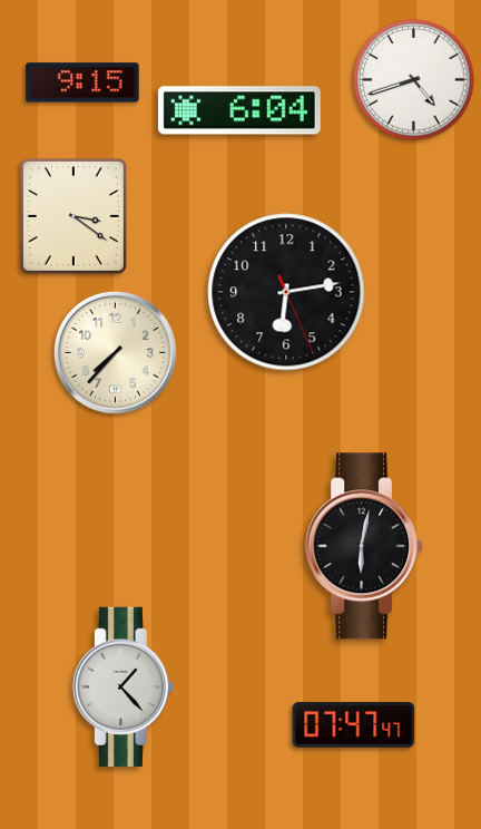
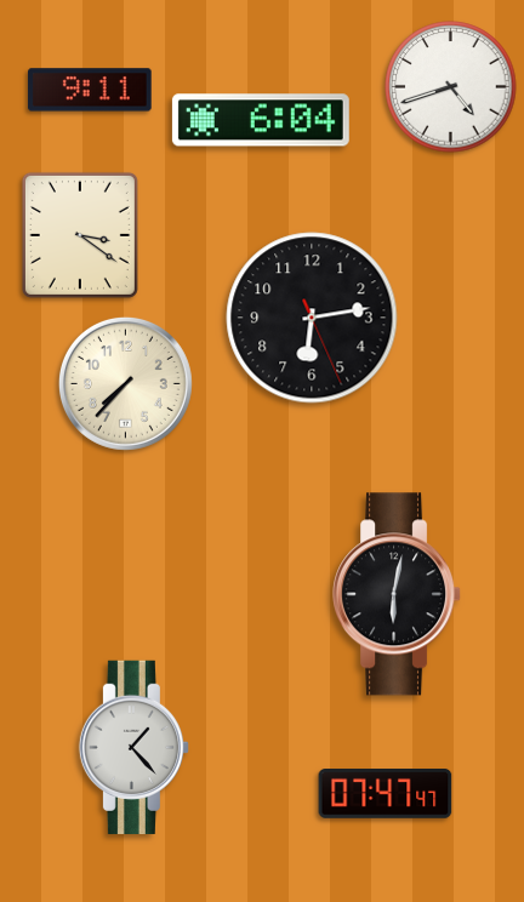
clock at (82, 82): 9:15 -> 9:11
clock at (354, 725) position: (354, 725) -> (386, 794)
